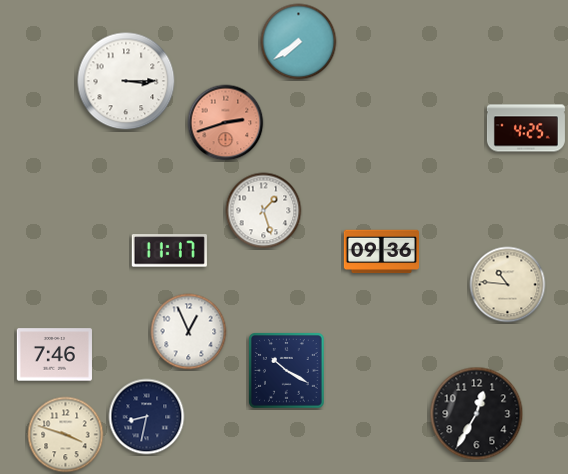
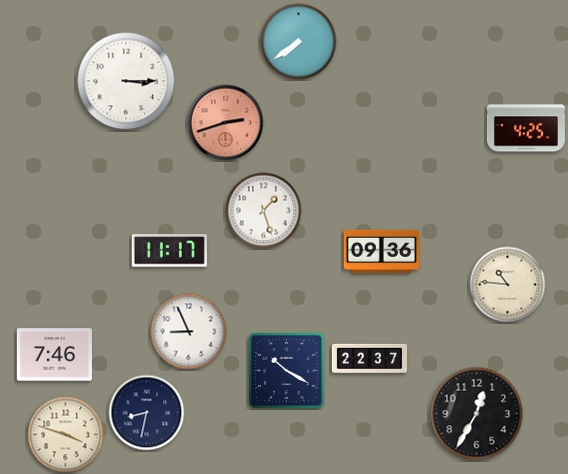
clock at (189, 332): 12:56 -> 8:56
clock at (369, 359): none -> 22:37
clock at (147, 417) position: (147, 417) -> (147, 413)
